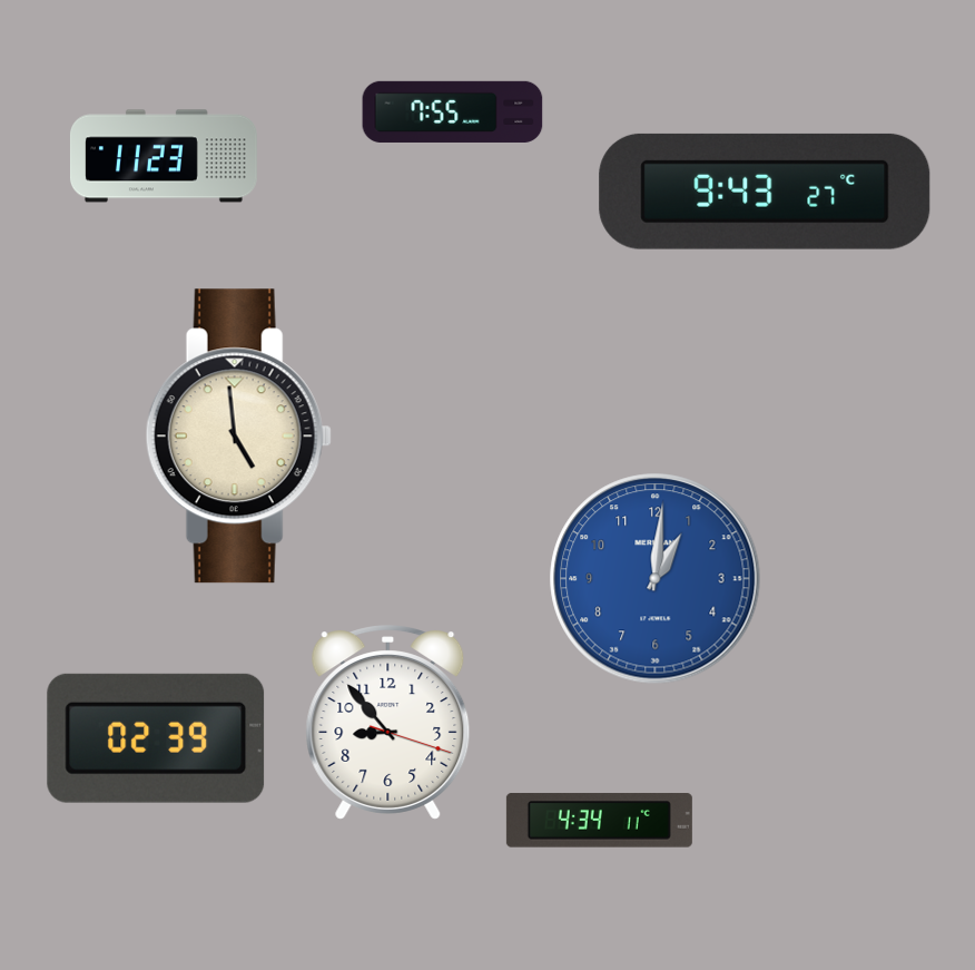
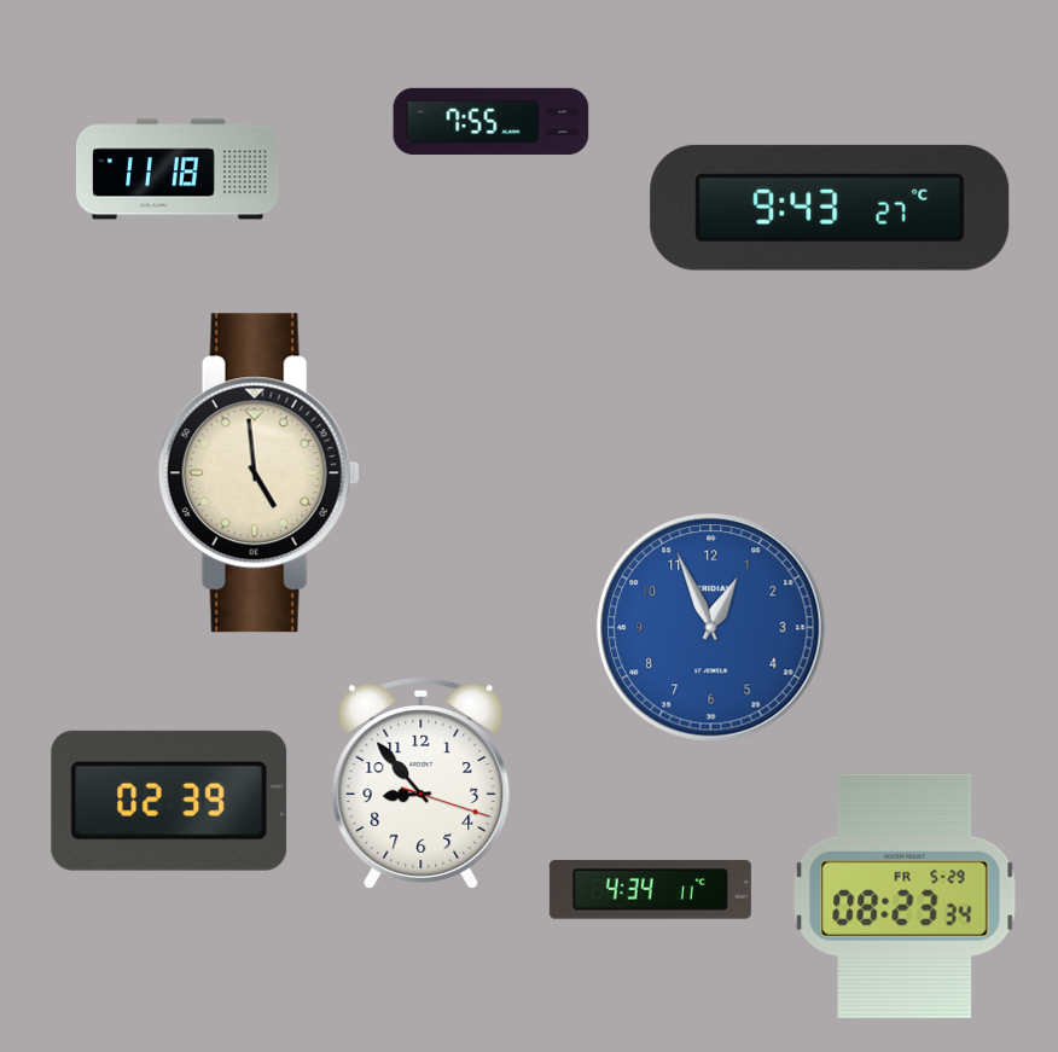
clock at (164, 156): 11:23 -> 11:18
clock at (656, 579): 1:01 -> 12:56
clock at (905, 896): none -> 08:23
